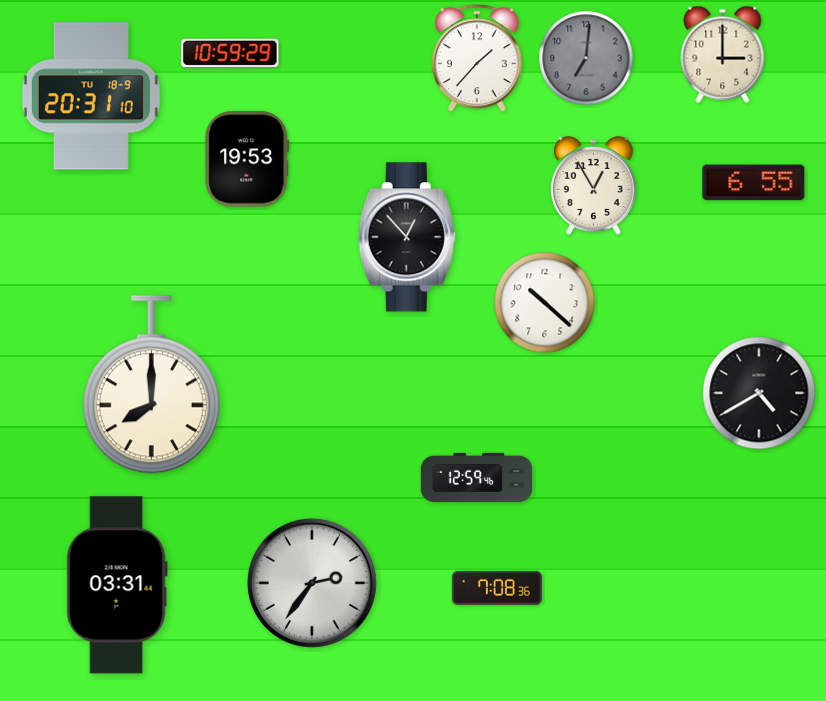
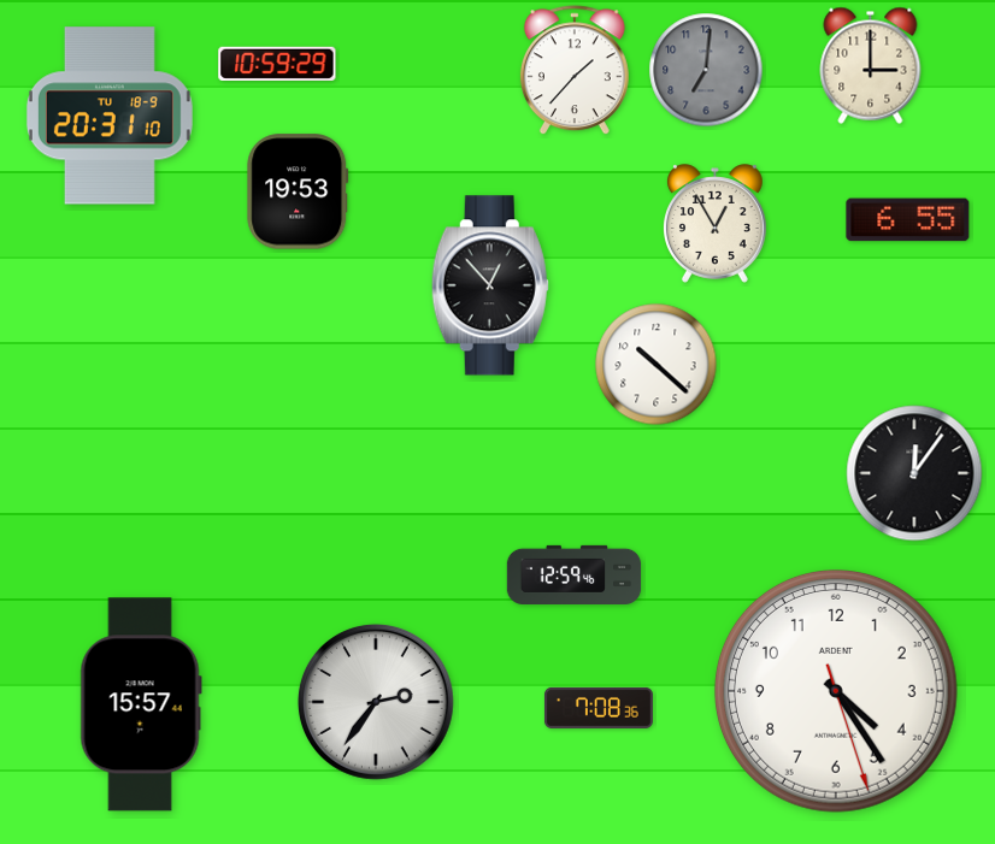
clock at (151, 385): 8:00 -> none
clock at (759, 393): 4:40 -> 12:06
clock at (836, 691): none -> 4:24
clock at (117, 585): 03:31 -> 15:57
